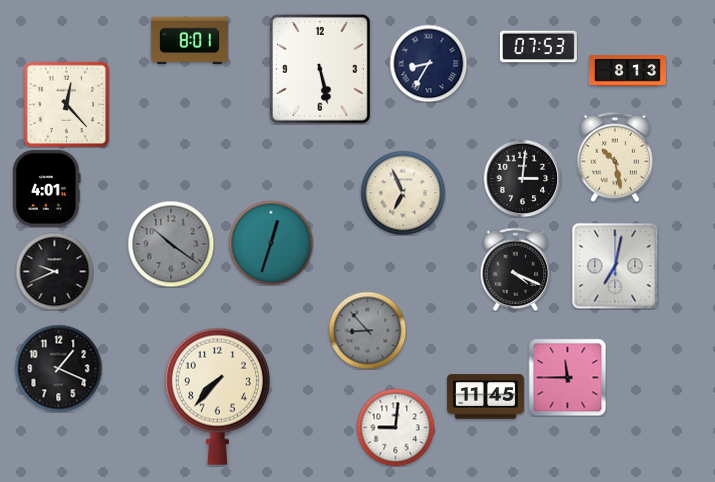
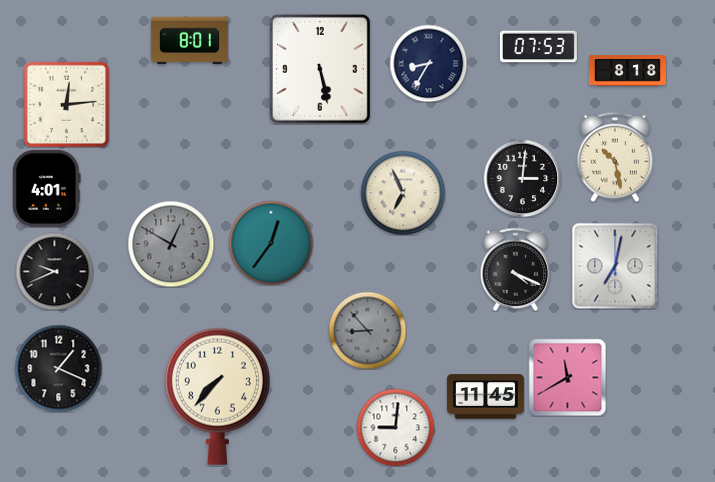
clock at (627, 71): 8:13 -> 8:18
clock at (66, 104): 12:23 -> 12:14
clock at (271, 243): 12:33 -> 12:36
clock at (171, 244): 10:21 -> 12:50
clock at (567, 377): 11:45 -> 11:40
